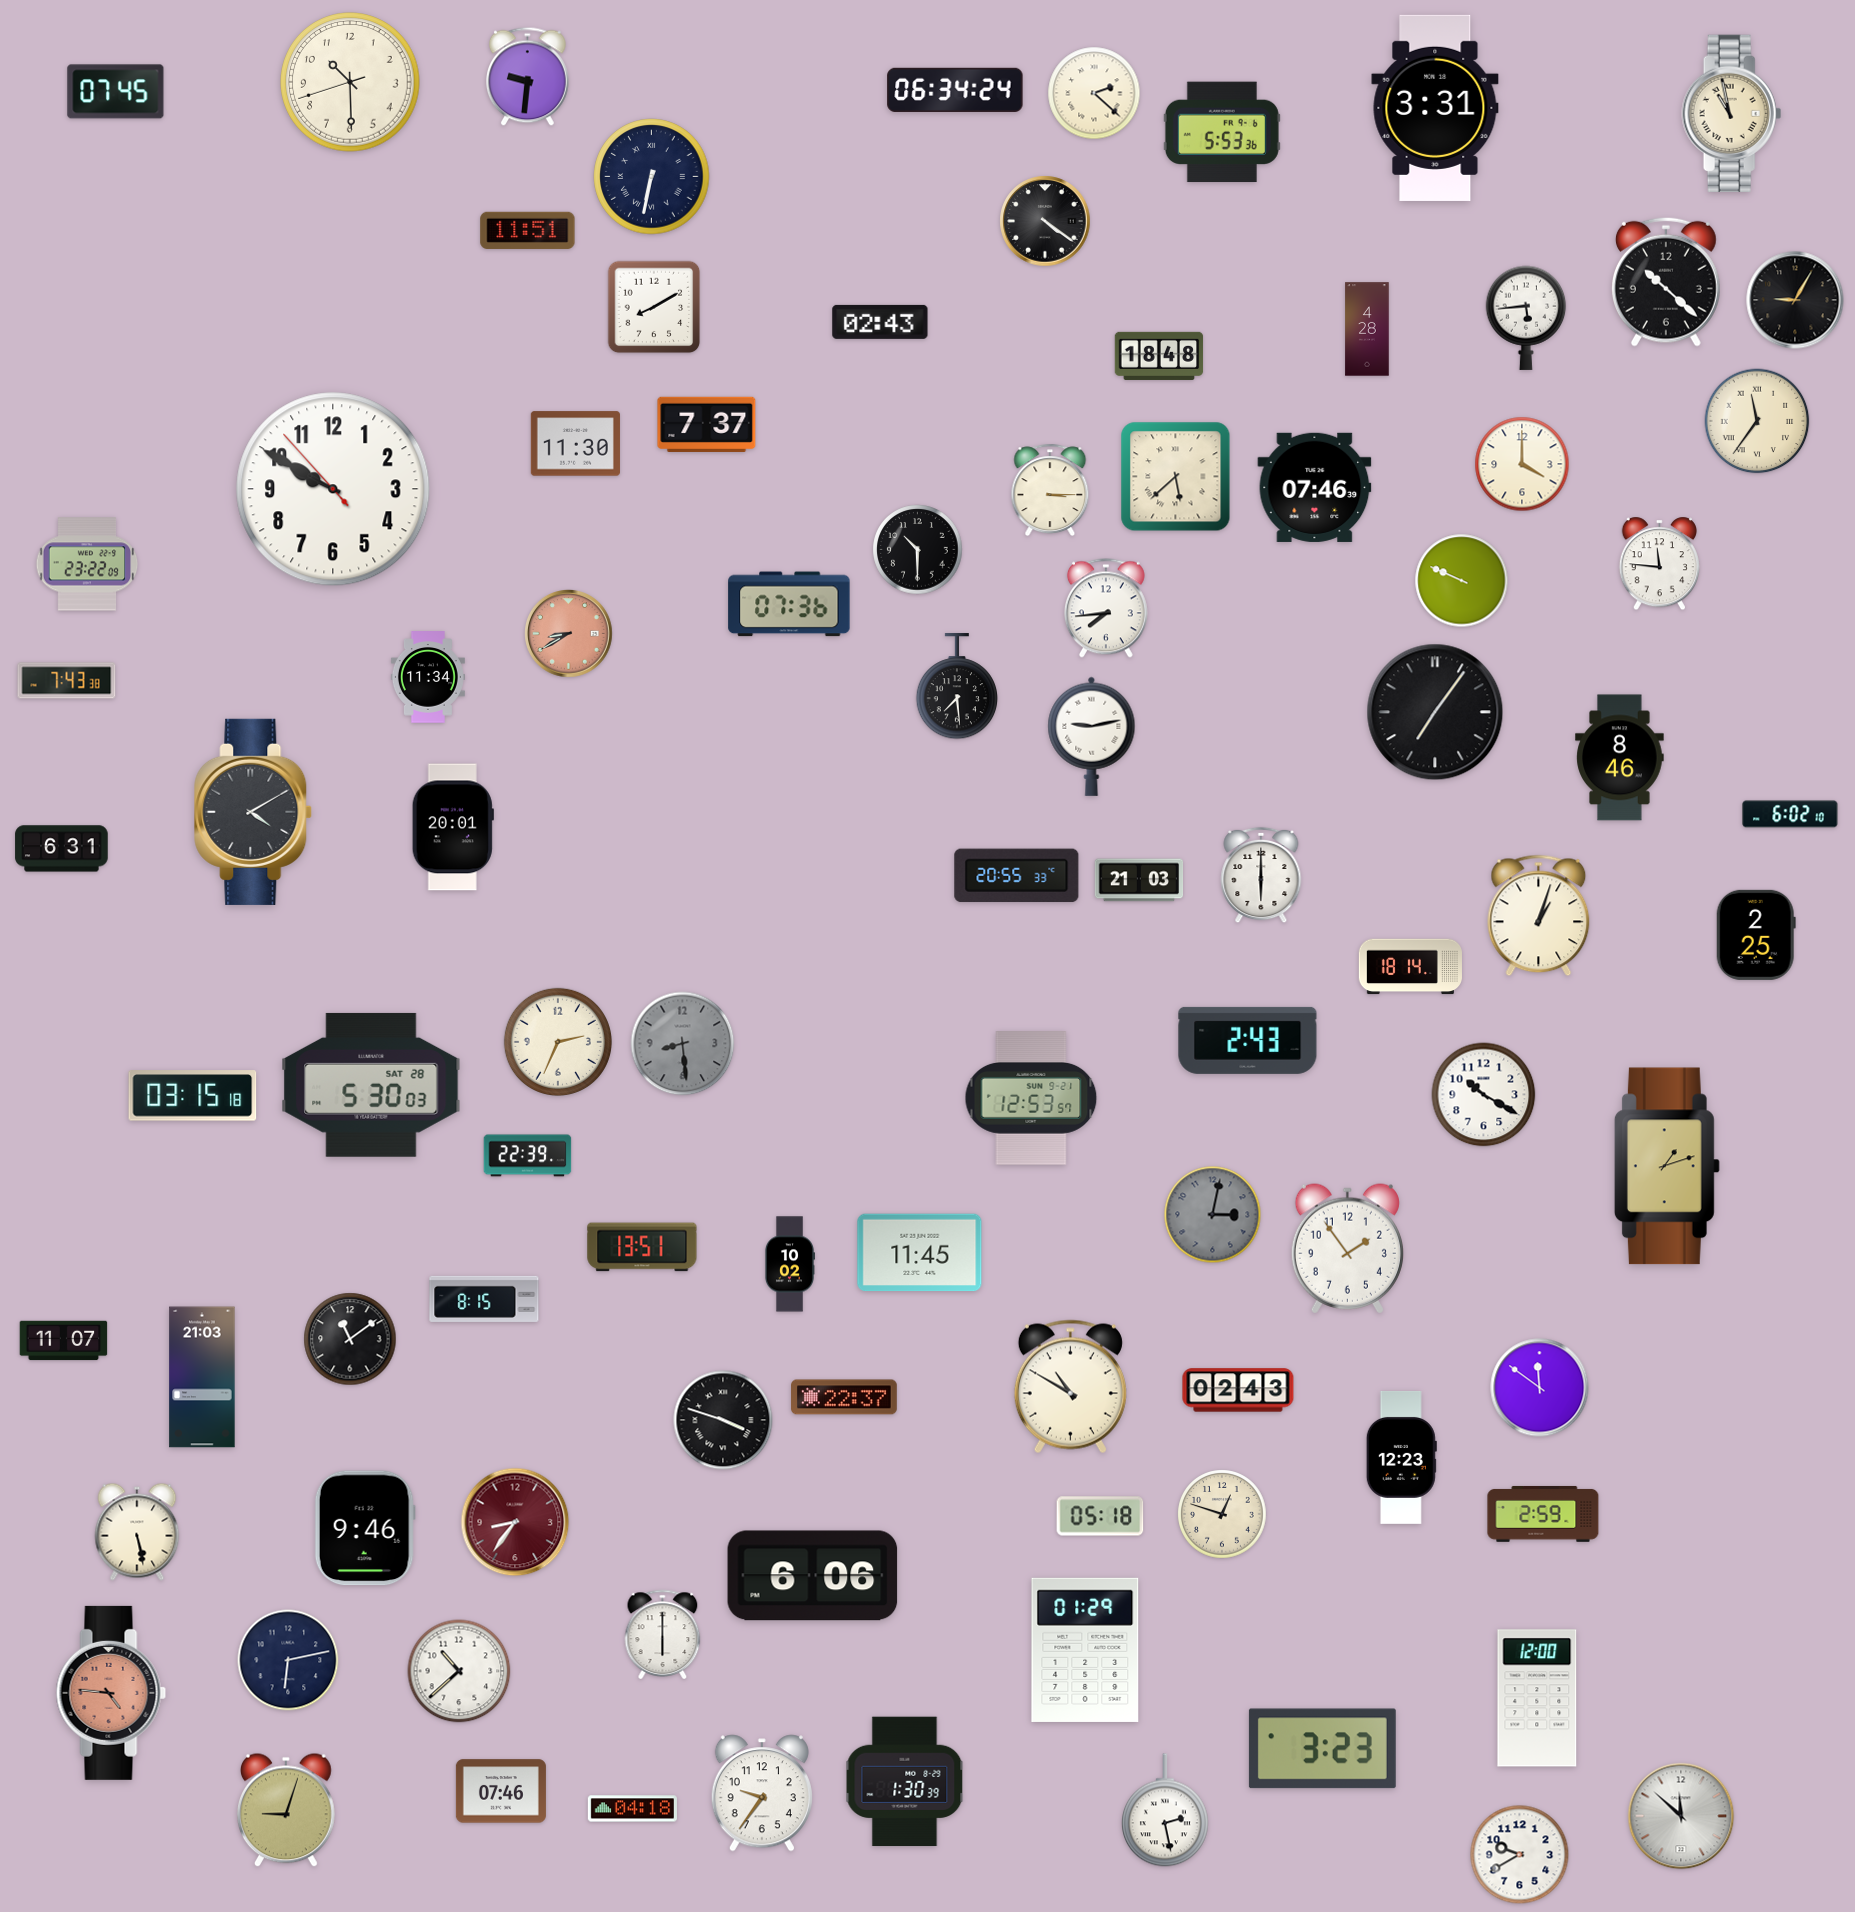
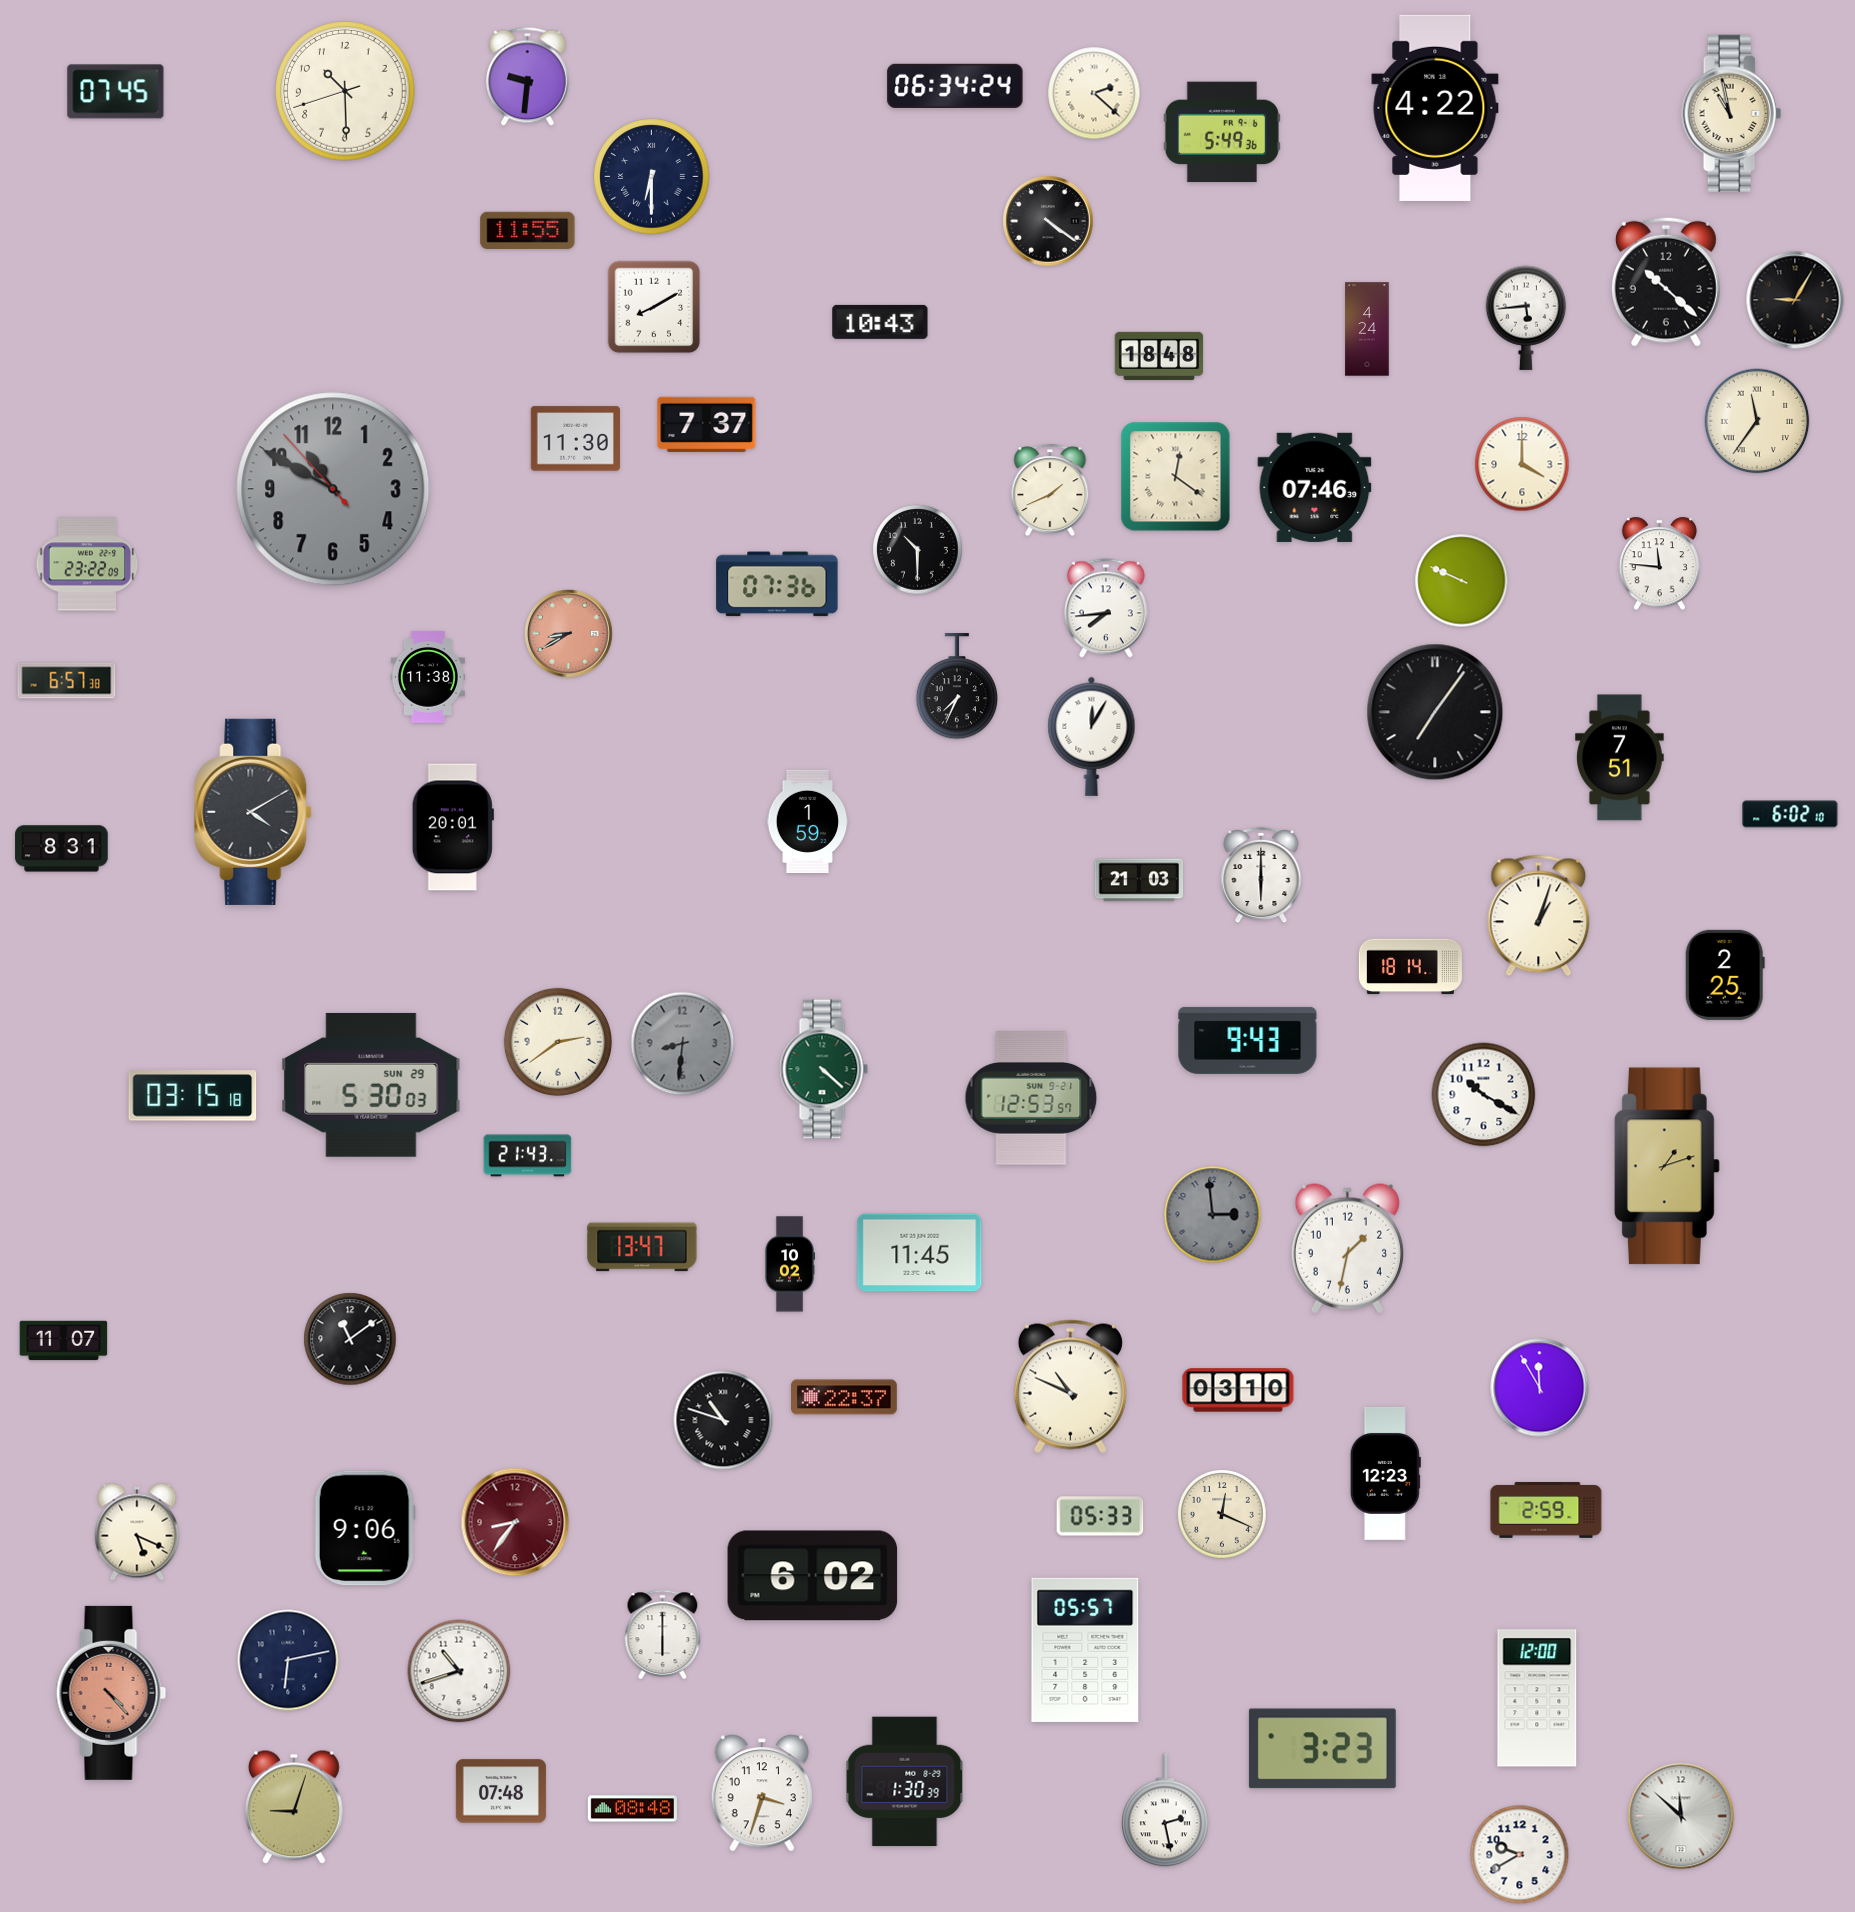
clock at (350, 82) position: (350, 82) -> (345, 91)
clock at (955, 90) position: (955, 90) -> (955, 86)
clock at (1435, 108): 3:31 -> 4:22
clock at (1222, 132): 5:53 -> 5:49
clock at (652, 177): 6:32 -> 6:30
clock at (1045, 221) position: (1045, 221) -> (1048, 221)
clock at (528, 230): 11:51 -> 11:55
clock at (880, 322): 02:43 -> 10:43
clock at (1367, 329): 4:28 -> 4:24
clock at (575, 444) position: (575, 444) -> (575, 439)
clock at (1176, 477): 5:38 -> 12:21
clock at (333, 489): 9:49 -> 10:49
clock at (333, 489) dial: white -> grey
clock at (1050, 490): 3:15 -> 1:41
clock at (789, 604) position: (789, 604) -> (777, 584)
clock at (428, 677): 11:34 -> 11:38
clock at (67, 681): 7:43 -> 6:57
clock at (957, 687): 7:29 -> 7:34
clock at (1092, 736): 9:13 -> 12:05
clock at (1620, 758): 8:46 -> 7:51
clock at (808, 821): none -> 1:59
clock at (62, 849): 6:31 -> 8:31
clock at (1017, 876): 20:55 -> none
clock at (1756, 935) position: (1756, 935) -> (1725, 975)
clock at (1248, 1040): 2:43 -> 9:43
clock at (558, 1042): 2:34 -> 2:39
clock at (683, 1044): 8:29 -> 8:31
clock at (824, 1069): none -> 4:22
clock at (371, 1085) date: SAT 28 -> SUN 29
clock at (528, 1156): 22:39 -> 21:43
clock at (1213, 1215): 3:02 -> 2:59
clock at (642, 1247): 13:51 -> 13:47
clock at (1347, 1249): 1:54 -> 1:32
clock at (484, 1299): 8:15 -> none
clock at (202, 1377): 21:03 -> none
clock at (1070, 1387): 10:50 -> 10:49
clock at (1540, 1388): 11:51 -> 11:55
clock at (1238, 1390): 02:43 -> 03:10
clock at (723, 1420): 3:48 -> 10:48
clock at (1401, 1457) position: (1401, 1457) -> (1385, 1473)
clock at (1222, 1514): 12:48 -> 12:19
clock at (1543, 1514) position: (1543, 1514) -> (1546, 1510)
clock at (1100, 1516): 05:18 -> 05:33
clock at (365, 1528): 9:46 -> 9:06
clock at (137, 1532): 5:28 -> 5:19
clock at (813, 1576): 6:06 -> 6:02
clock at (1085, 1650): 01:29 -> 05:57
clock at (459, 1671): 10:38 -> 10:42
clock at (111, 1693): 4:46 -> 4:23
clock at (501, 1791): 07:46 -> 07:48
clock at (762, 1793): 9:36 -> 3:33
clock at (632, 1809): 04:18 -> 08:48
clock at (286, 1810) position: (286, 1810) -> (294, 1807)
